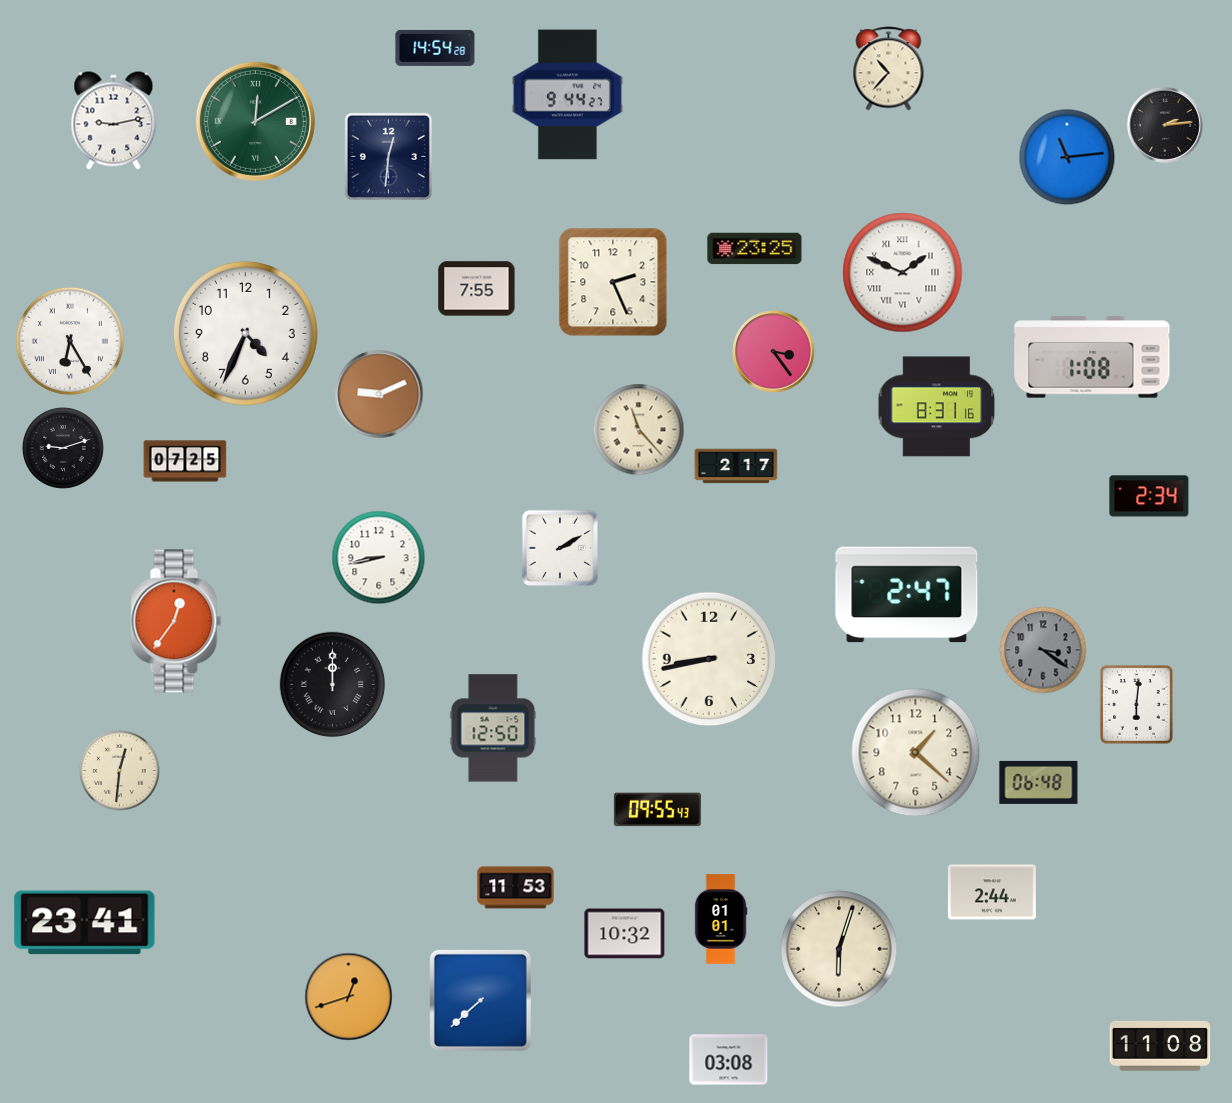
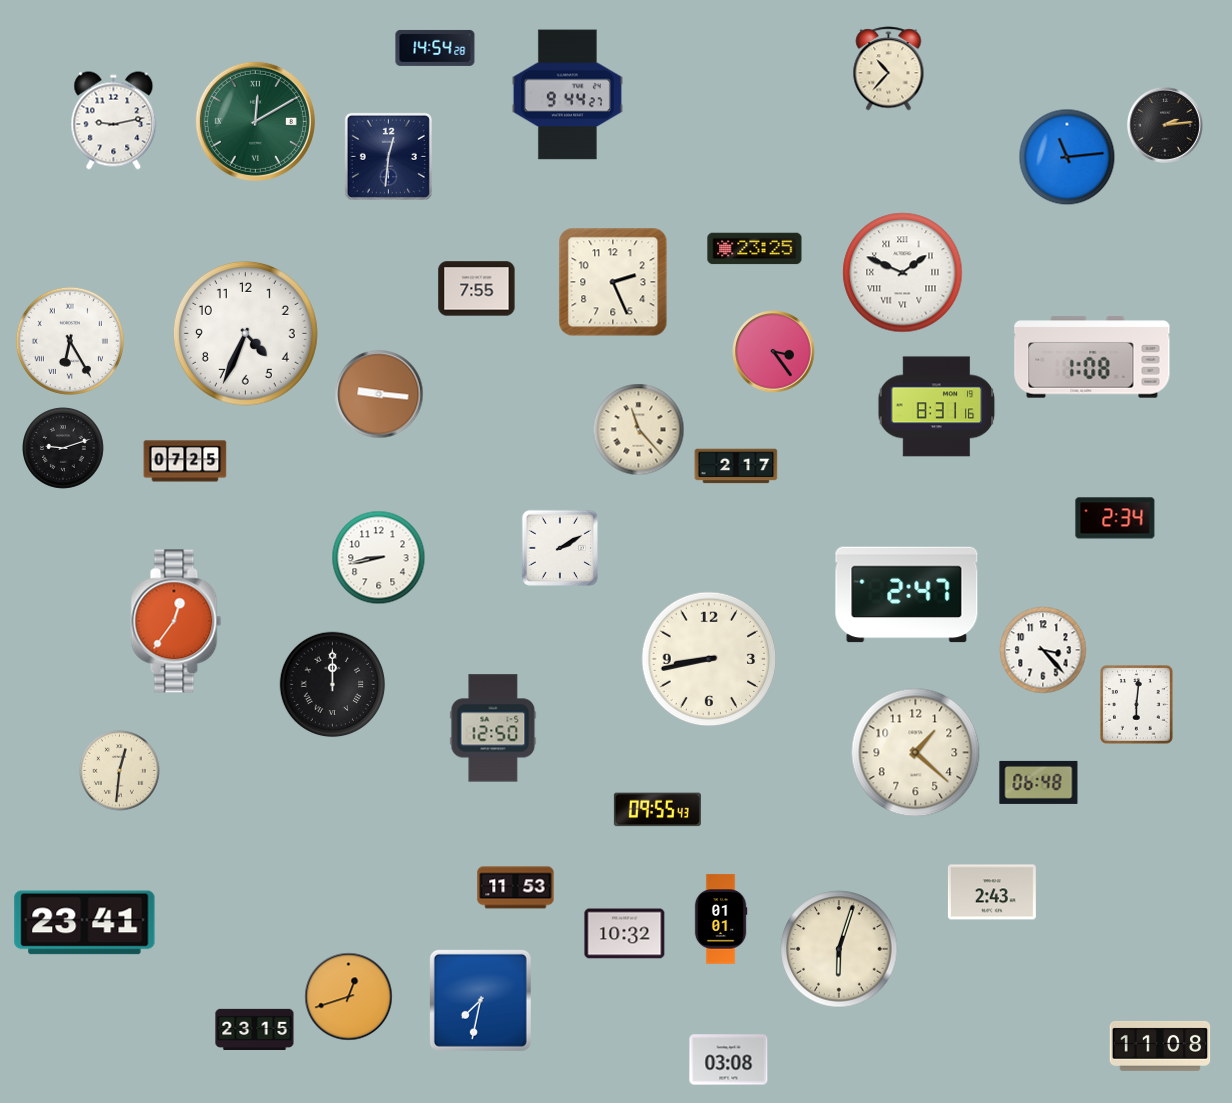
clock at (379, 394): 9:11 -> 9:16
clock at (1149, 496) position: (1149, 496) -> (1115, 518)
clock at (1043, 650): 3:21 -> 3:23
clock at (1043, 650) dial: grey -> white
clock at (992, 892): 2:44 -> 2:43
clock at (480, 1000): 7:38 -> 7:32
clock at (255, 1029): none -> 23:15
